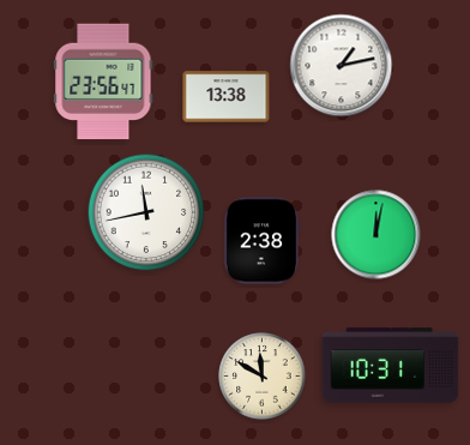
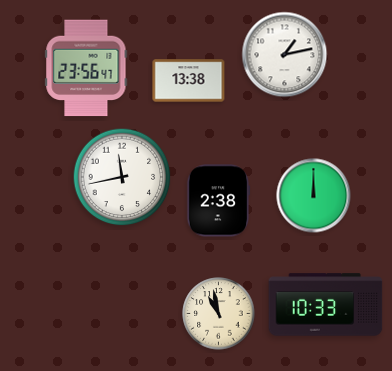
clock at (376, 235): 12:02 -> 12:00
clock at (391, 366): 10:31 -> 10:33
clock at (263, 377): 11:50 -> 10:58
